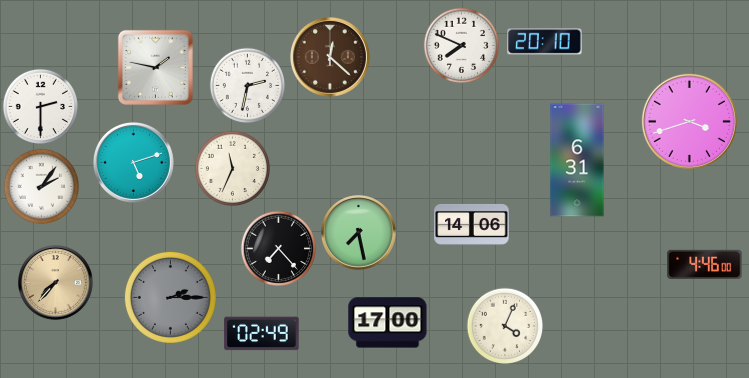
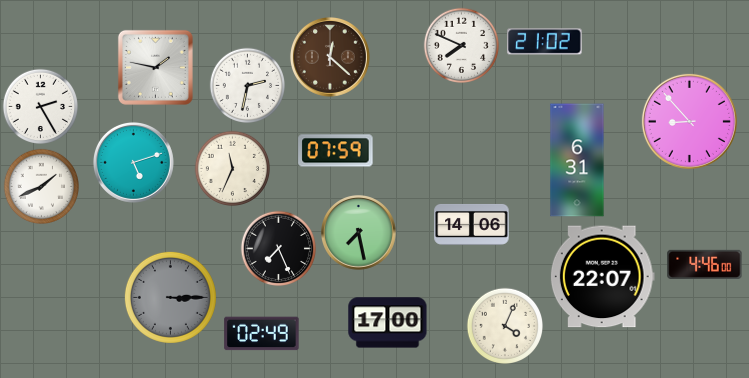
clock at (545, 42): 20:10 -> 21:02
clock at (40, 106): 2:30 -> 2:25
clock at (689, 121): 3:42 -> 8:53
clock at (336, 151): none -> 07:59
clock at (41, 186): 2:06 -> 1:41
clock at (278, 248): 7:23 -> 7:26
clock at (602, 277): none -> 22:07
clock at (56, 283): 7:37 -> none
clock at (170, 297): 2:15 -> 3:15
